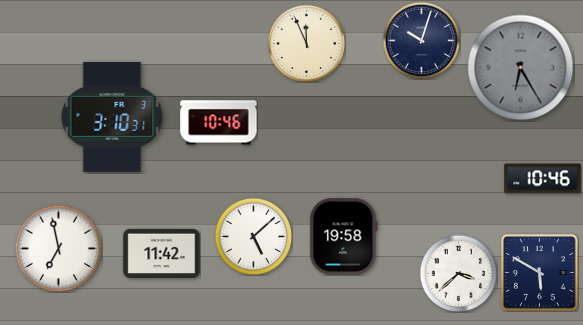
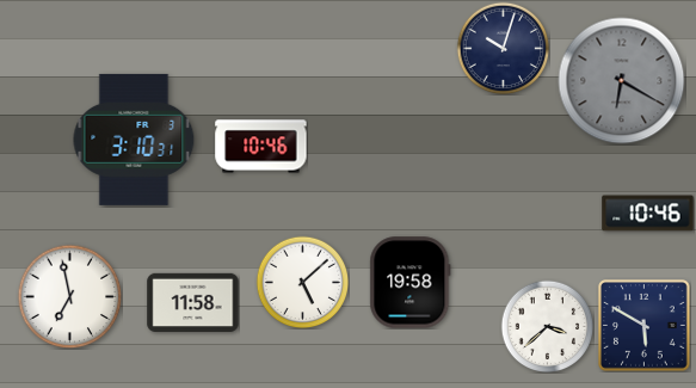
clock at (306, 43): 11:56 -> none
clock at (521, 68): 6:25 -> 6:20
clock at (162, 253): 11:42 -> 11:58
